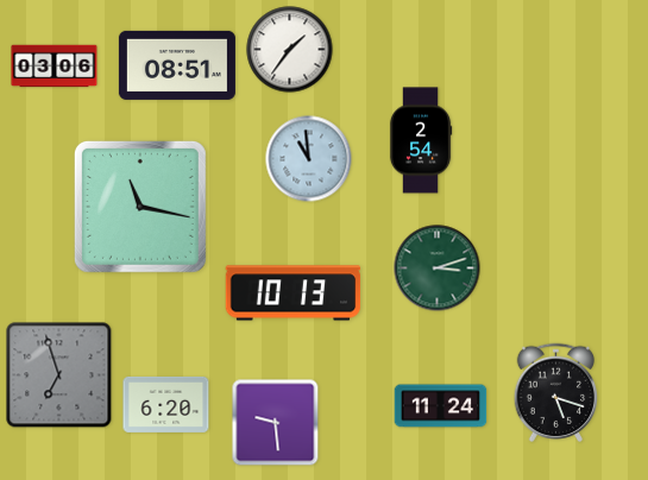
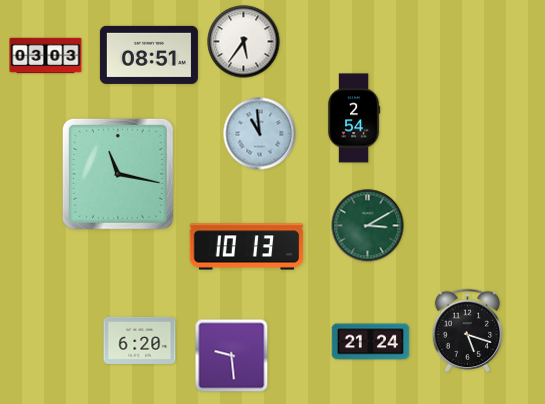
clock at (290, 50): 1:36 -> 5:36
clock at (55, 67): 03:06 -> 03:03
clock at (438, 269): 3:12 -> 3:10
clock at (59, 375): 6:57 -> none
clock at (441, 406): 11:24 -> 21:24
